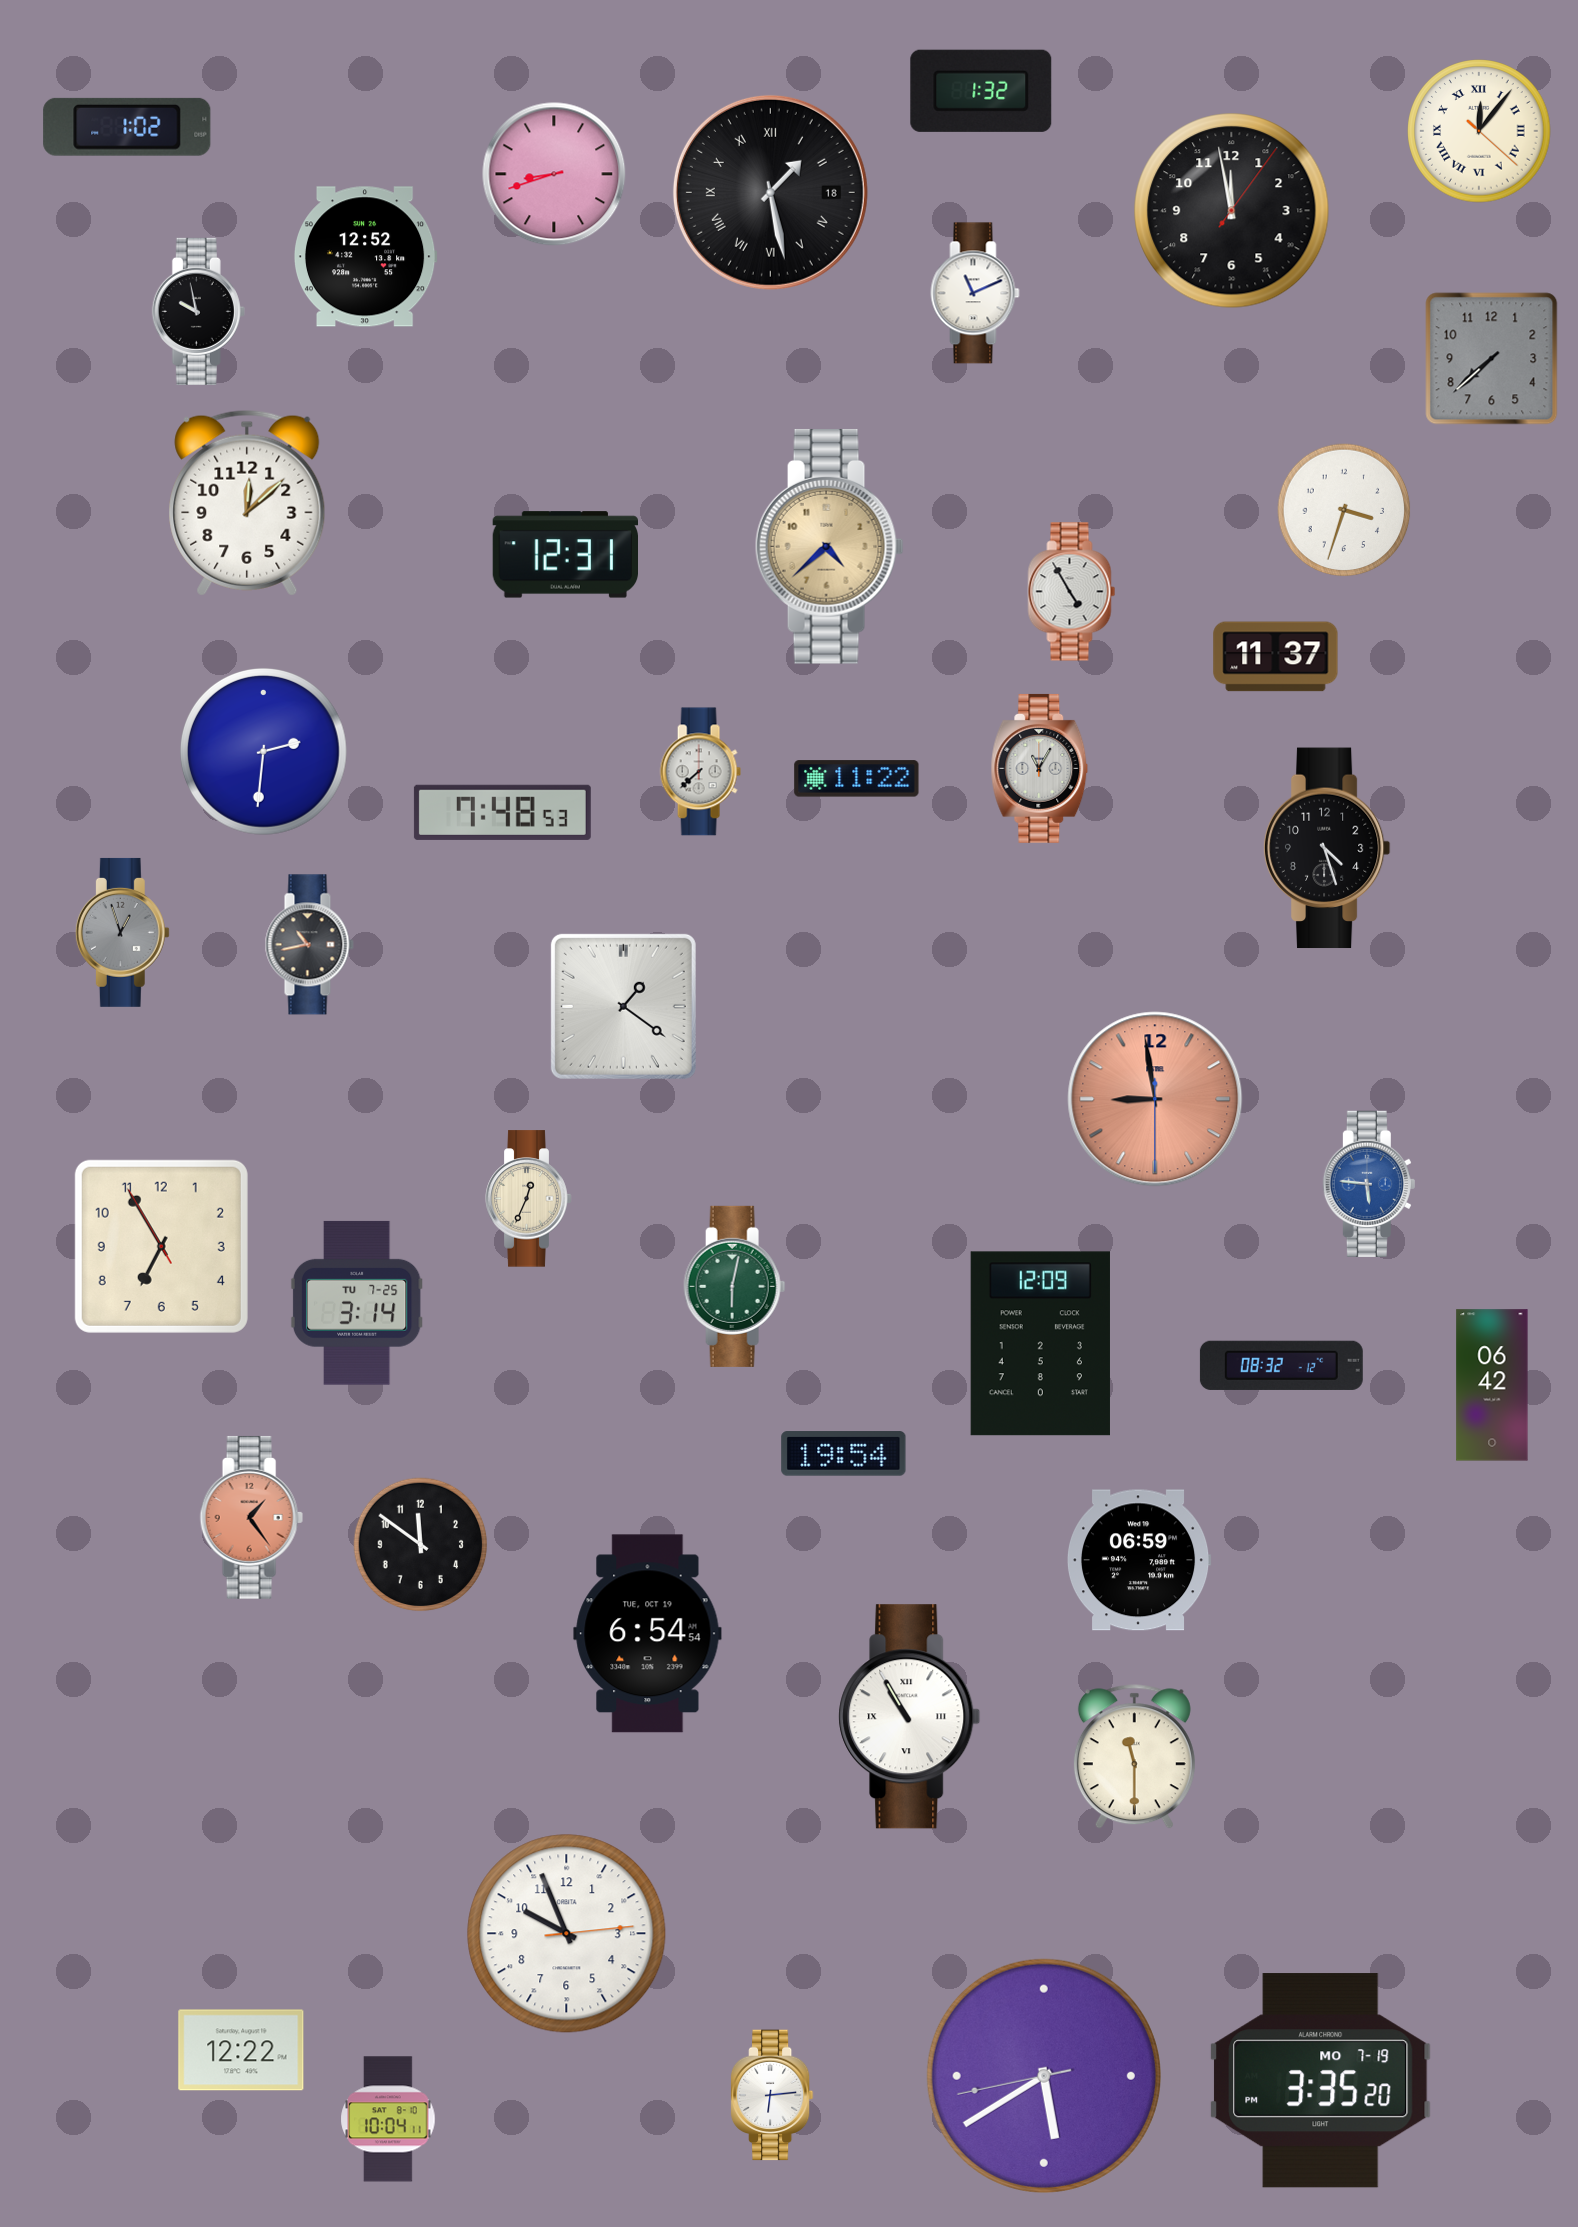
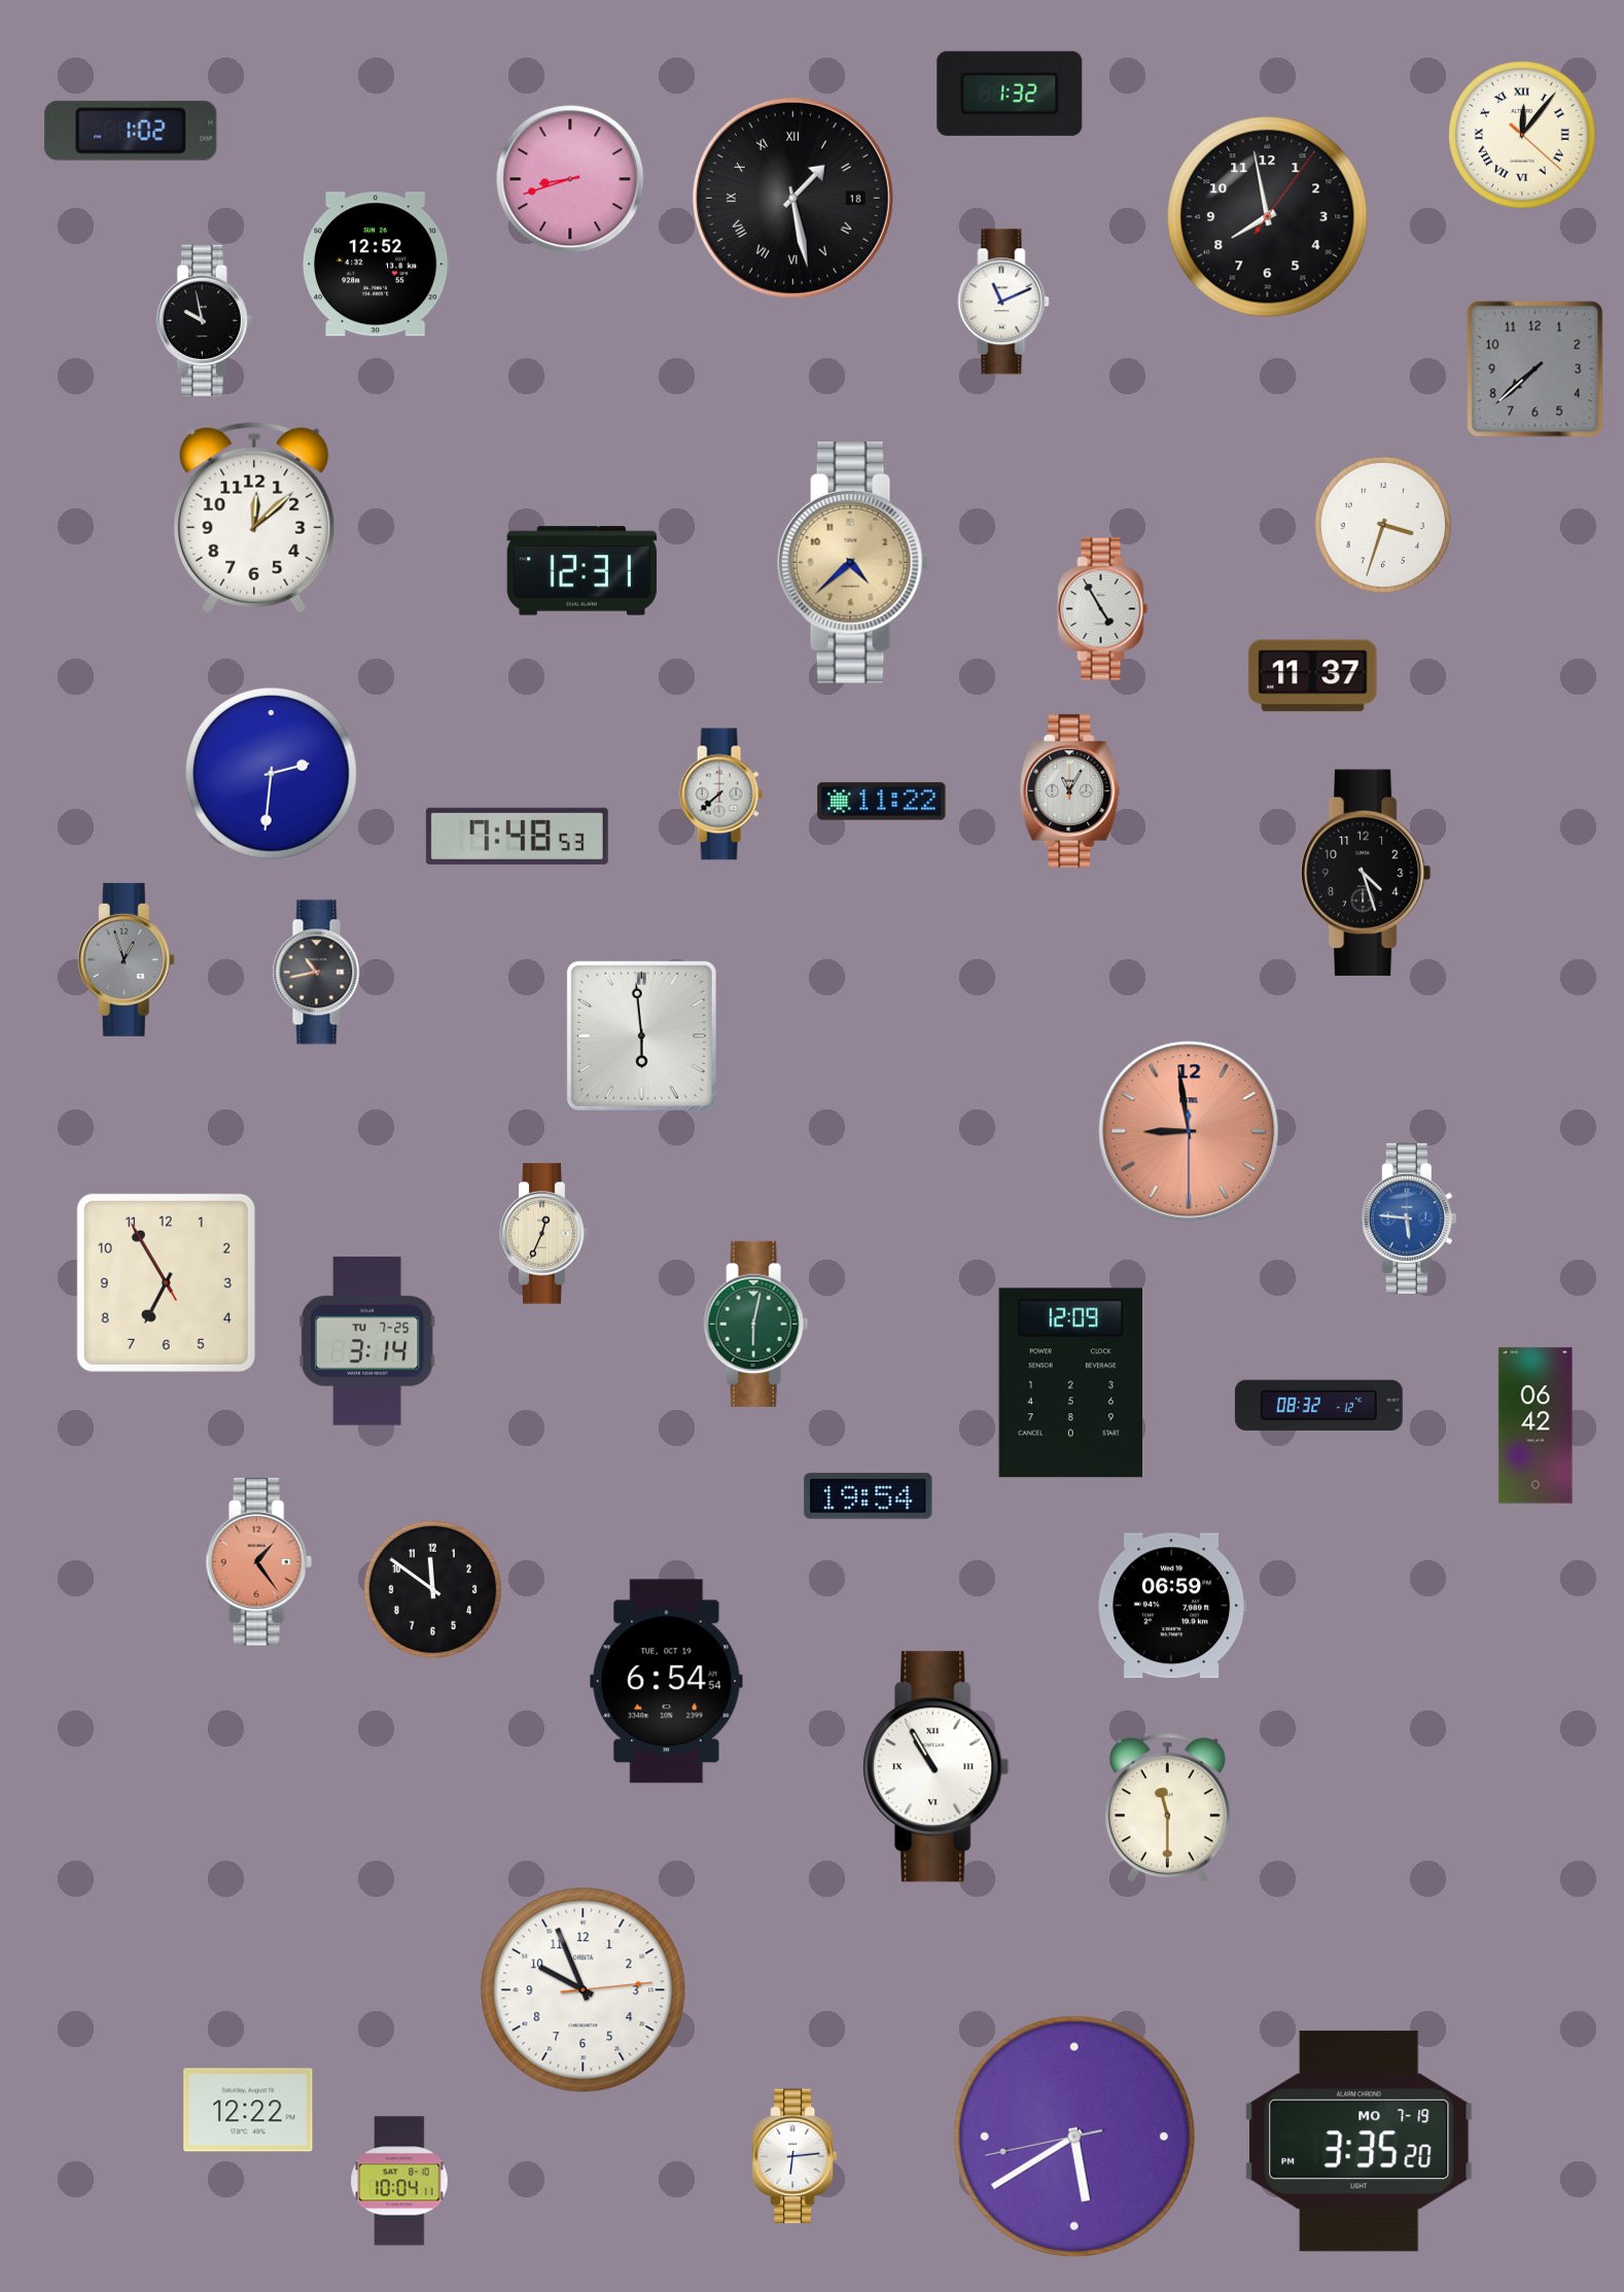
clock at (1232, 211): 11:58 -> 7:58
clock at (623, 1006): 1:21 -> 5:59
